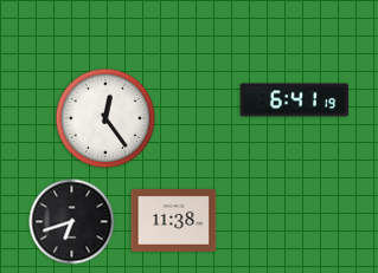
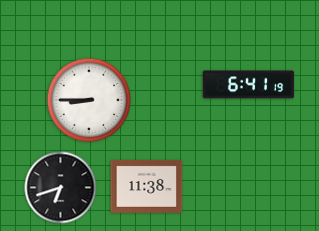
clock at (105, 118): 12:24 -> 8:45
